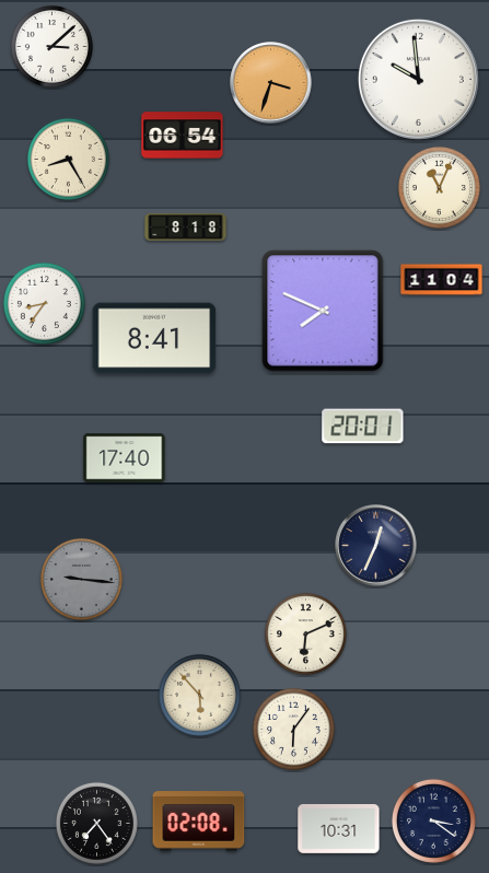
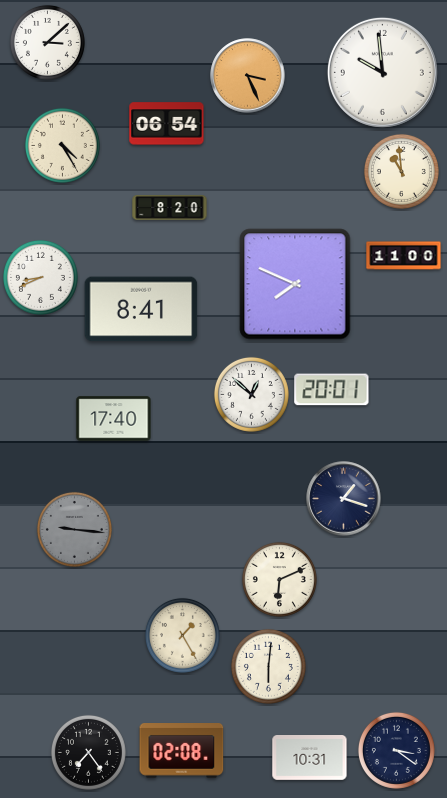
clock at (271, 83): 3:33 -> 3:26
clock at (68, 159): 8:25 -> 4:25
clock at (439, 187): 11:04 -> 10:59
clock at (186, 228): 8:18 -> 8:20
clock at (442, 280): 11:04 -> 11:00
clock at (44, 303): 8:36 -> 8:41
clock at (251, 394): none -> 12:52
clock at (376, 546): 12:34 -> 1:18
clock at (199, 695): 5:53 -> 1:25
clock at (293, 729): 6:06 -> 6:01
